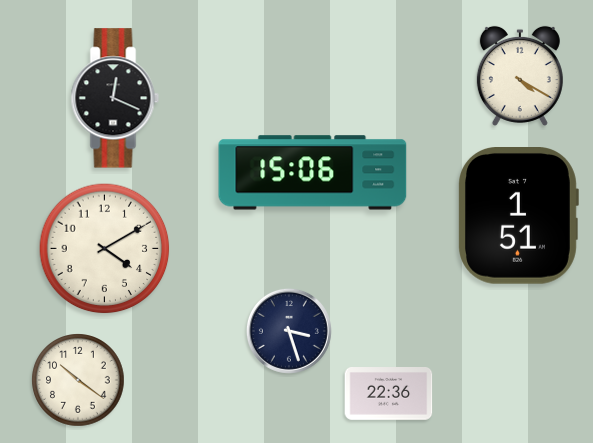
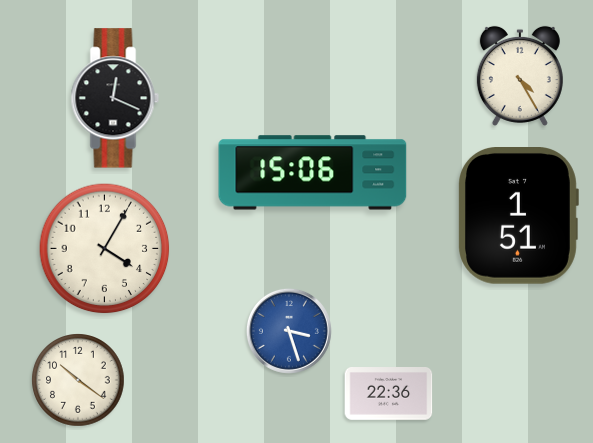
clock at (520, 76): 4:20 -> 4:25
clock at (105, 249): 4:10 -> 4:05
clock at (289, 331) dial: navy -> blue
